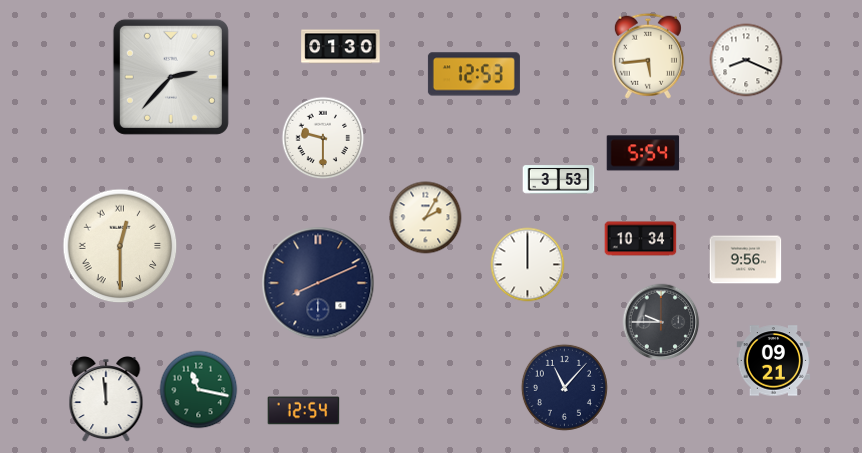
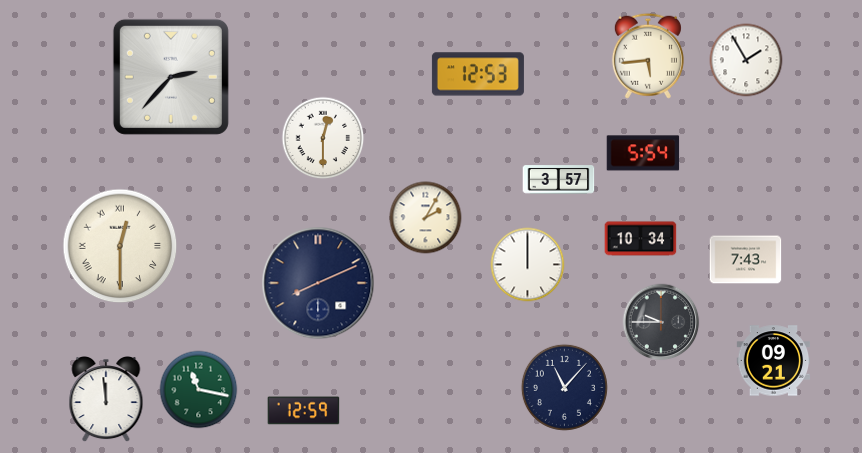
clock at (341, 47): 01:30 -> none
clock at (746, 60): 8:19 -> 1:55
clock at (474, 74) position: (474, 74) -> (478, 74)
clock at (323, 138): 9:30 -> 12:30
clock at (559, 180): 3:53 -> 3:57
clock at (746, 260): 9:56 -> 7:43
clock at (304, 411): 12:54 -> 12:59
